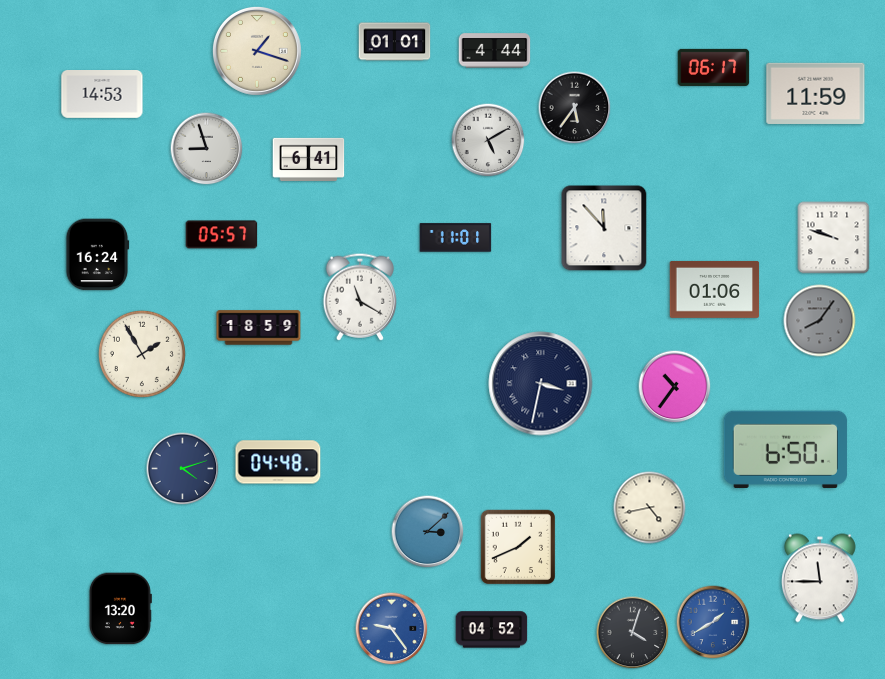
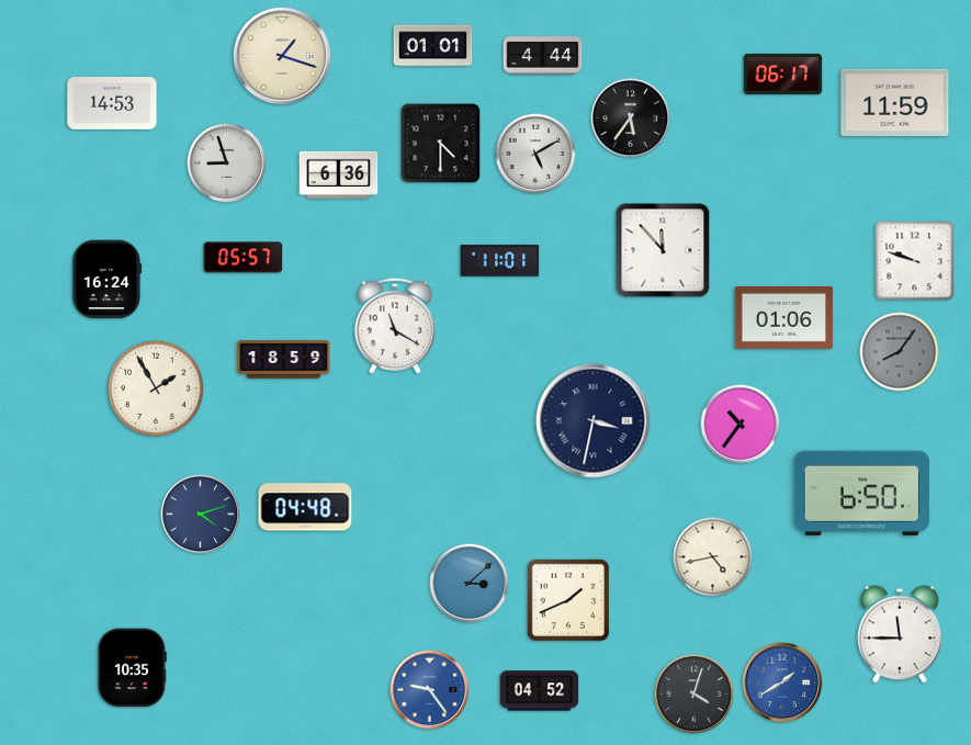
clock at (441, 144): none -> 4:30
clock at (309, 159): 6:41 -> 6:36
clock at (120, 609): 13:20 -> 10:35
